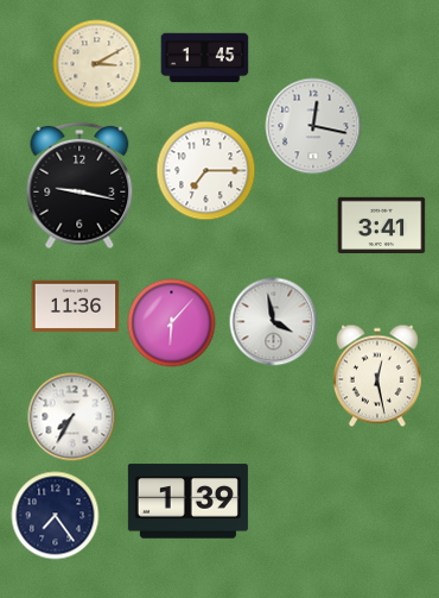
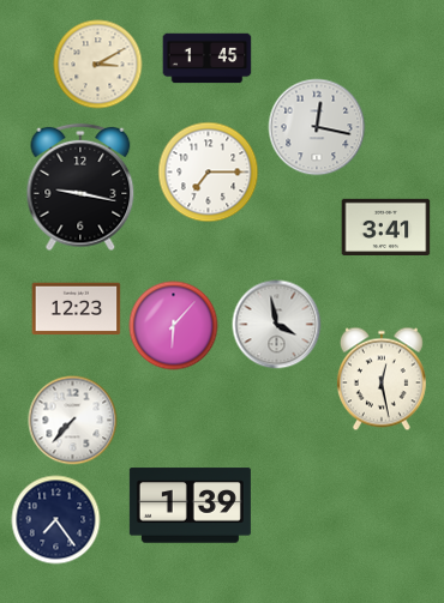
clock at (76, 307): 11:36 -> 12:23
clock at (72, 417): 7:35 -> 7:37
